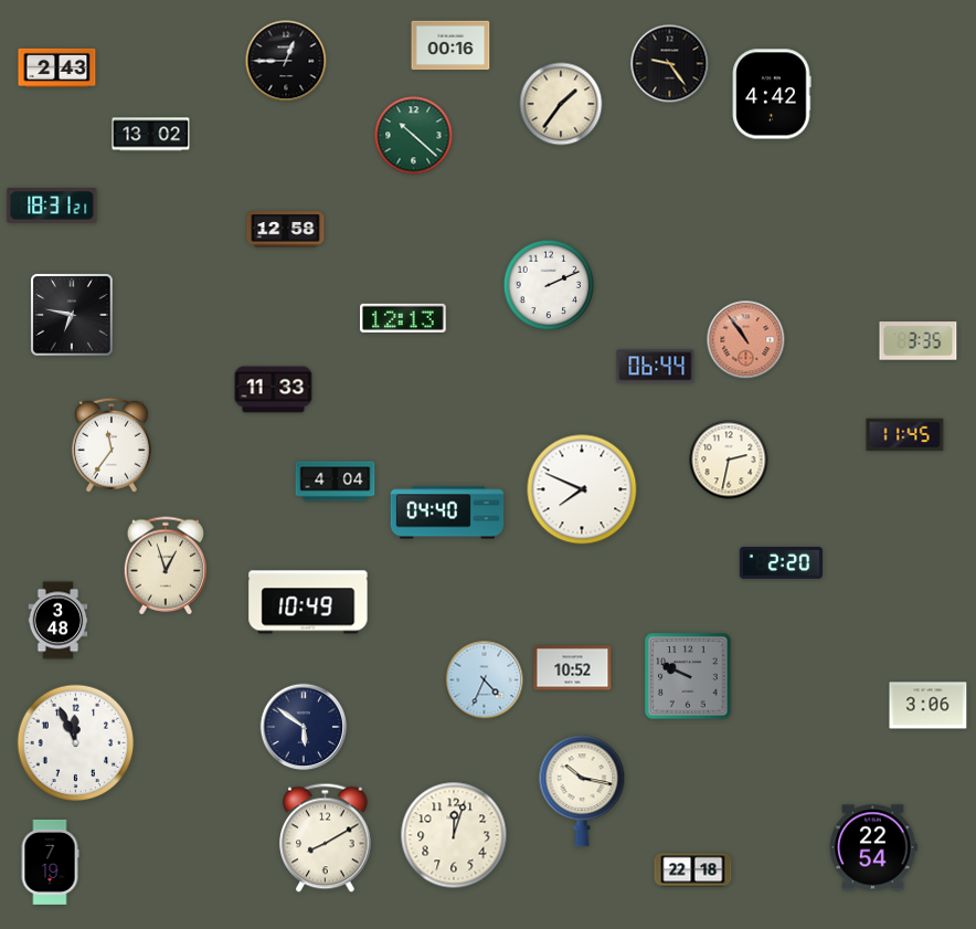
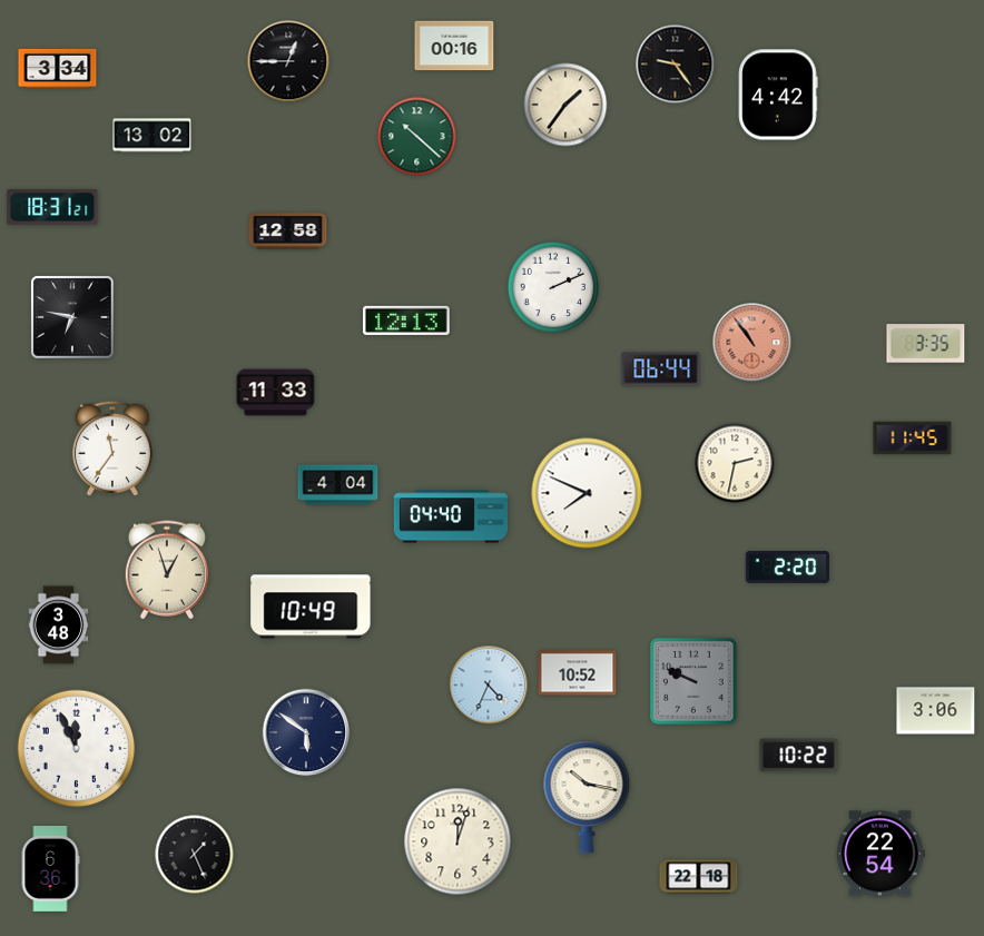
clock at (57, 67): 2:43 -> 3:34
clock at (799, 756): none -> 10:22
clock at (326, 838): 8:10 -> none
clock at (195, 855): none -> 1:26
clock at (50, 863): 7:19 -> 6:36
